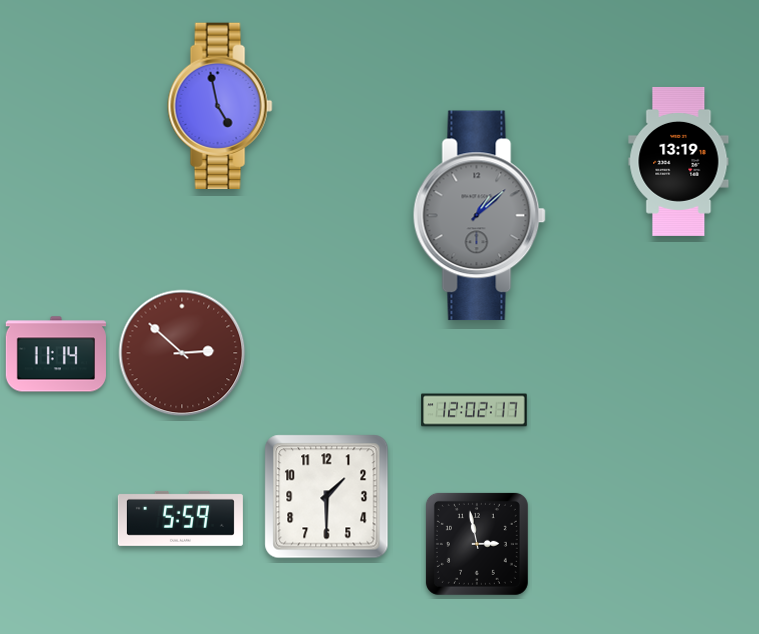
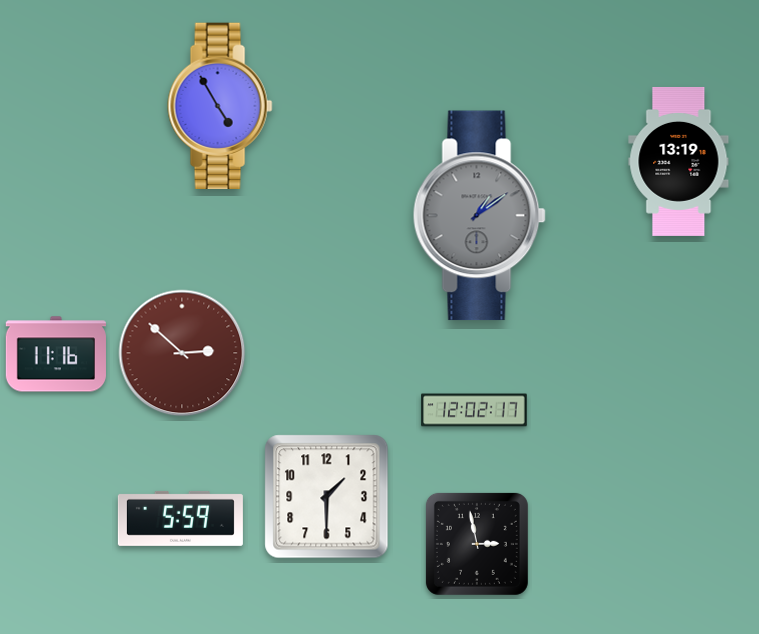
clock at (220, 105): 4:58 -> 4:55
clock at (479, 216): 1:08 -> 1:09
clock at (56, 354): 11:14 -> 11:16
